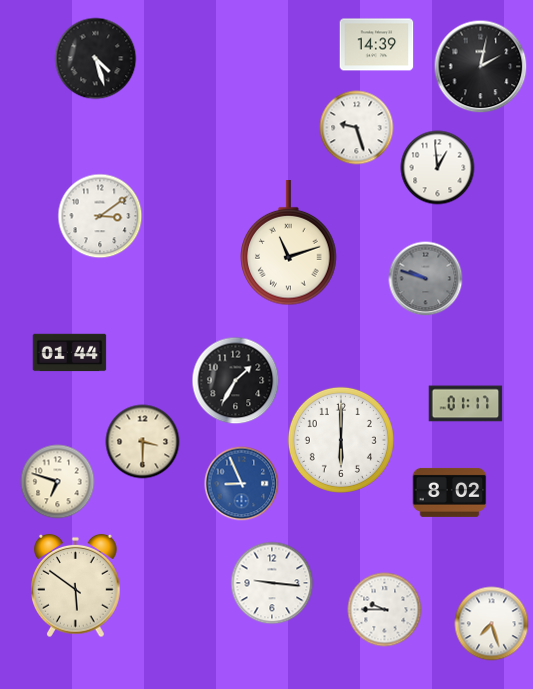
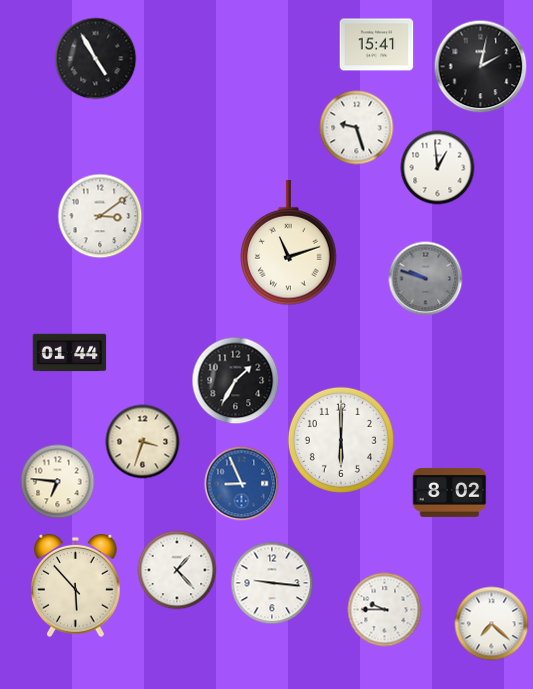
clock at (377, 45): 14:39 -> 15:41
clock at (96, 59): 4:27 -> 4:55
clock at (466, 404): 01:17 -> none
clock at (143, 442): 3:30 -> 3:33
clock at (58, 482): 6:48 -> 6:46
clock at (177, 570): none -> 1:23
clock at (76, 586): 5:51 -> 5:53
clock at (492, 624): 7:27 -> 7:22
